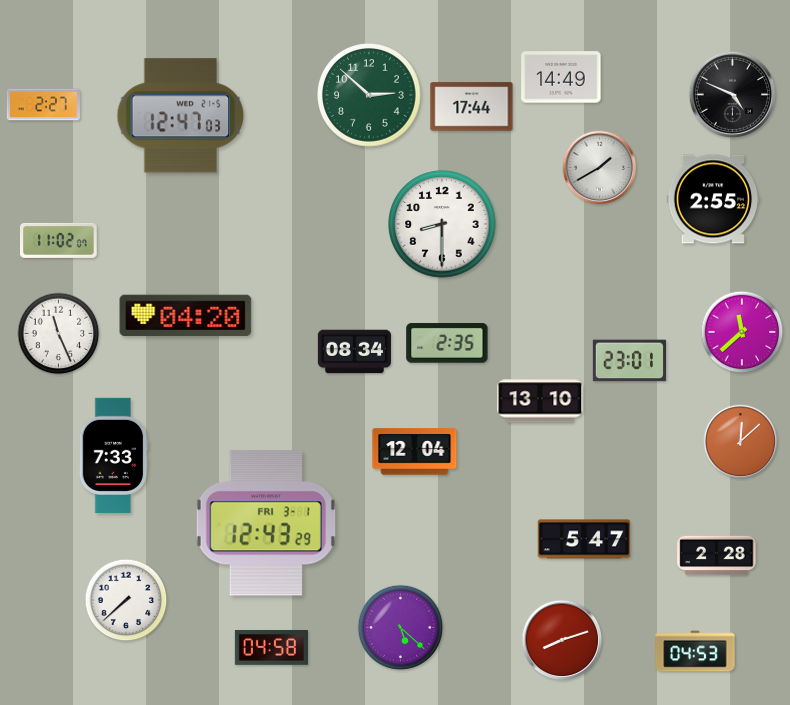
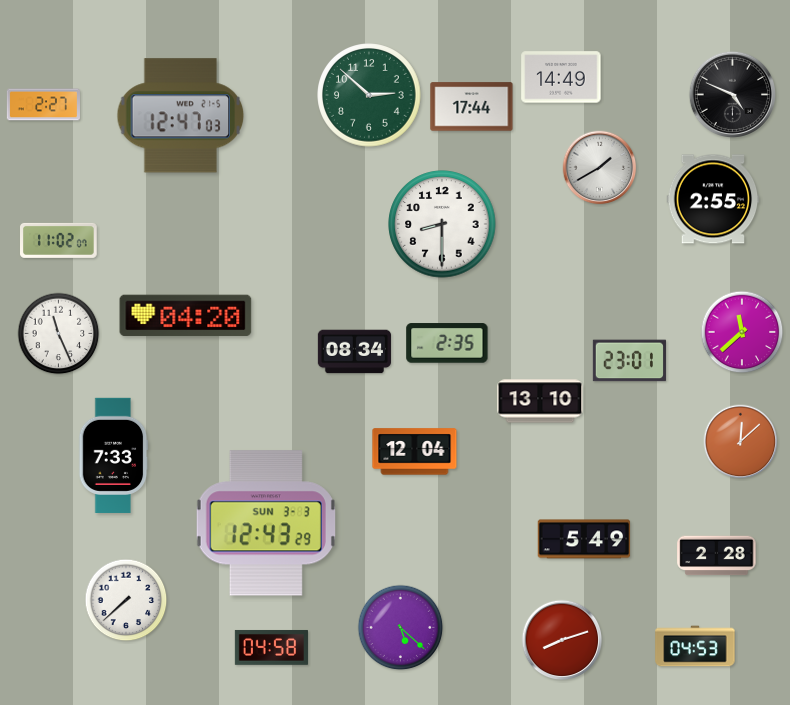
clock at (266, 523) date: FRI 3-1 -> SUN 3-3
clock at (584, 539): 5:47 -> 5:49
clock at (695, 651) position: (695, 651) -> (695, 646)
